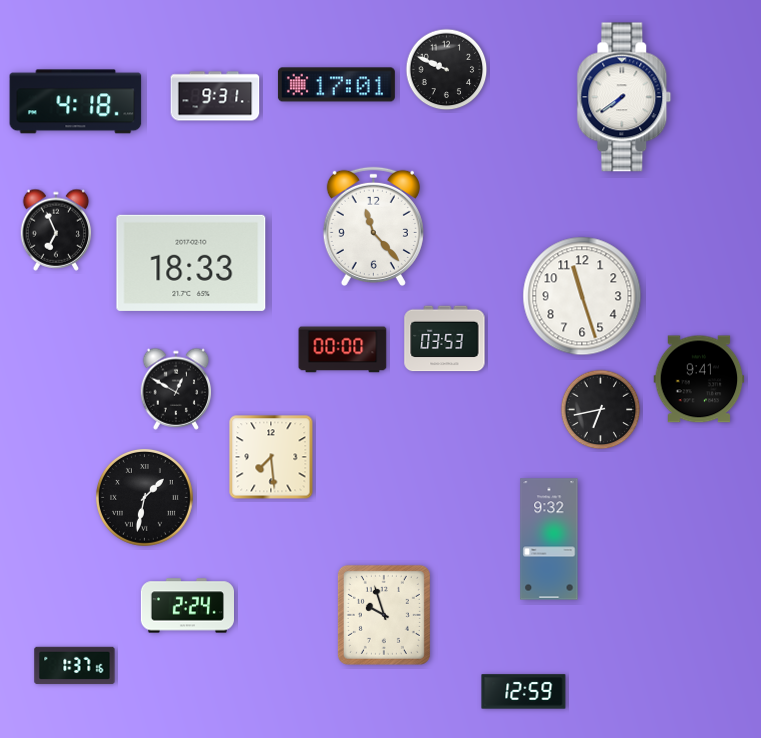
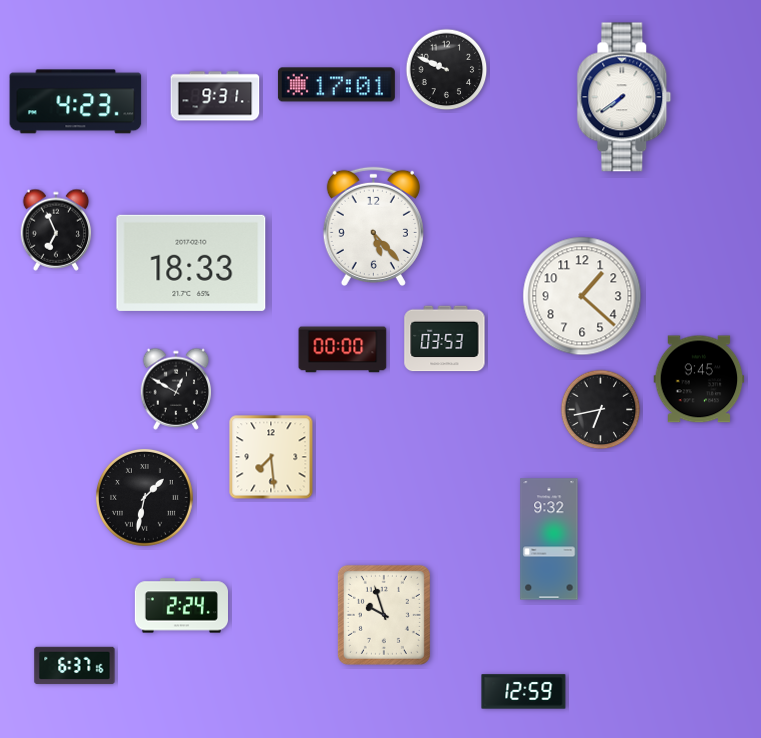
clock at (76, 102): 4:18 -> 4:23
clock at (373, 226): 11:23 -> 5:23
clock at (582, 296): 11:27 -> 1:22
clock at (699, 379): 9:41 -> 9:45
clock at (187, 606) position: (187, 606) -> (181, 606)
clock at (75, 666): 1:37 -> 6:37
